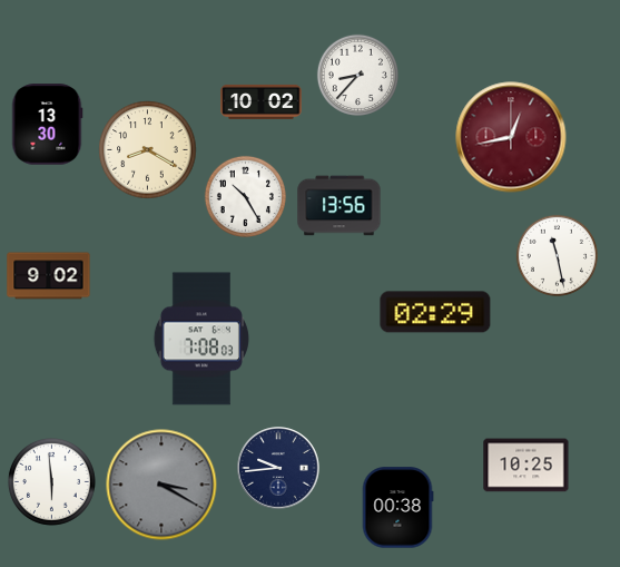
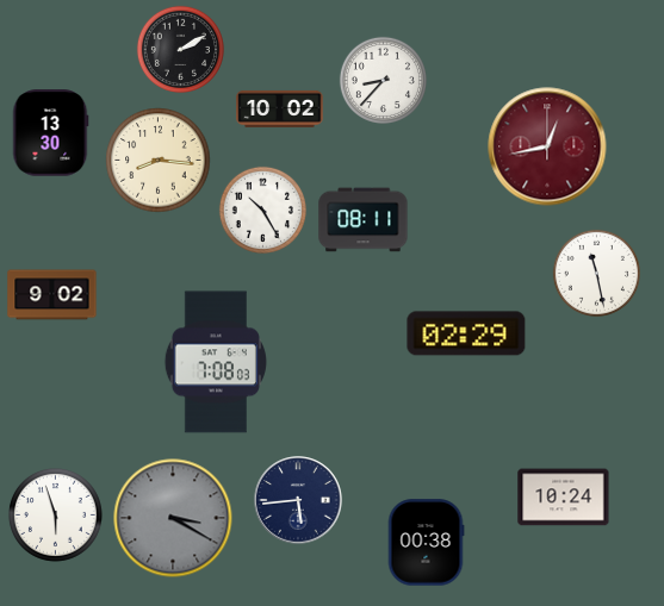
clock at (180, 49): none -> 2:10
clock at (148, 150): 8:20 -> 8:16
clock at (339, 206): 13:56 -> 08:11
clock at (526, 466): 10:25 -> 10:24
clock at (278, 468): 9:44 -> 5:44
clock at (51, 481): 5:59 -> 5:57
